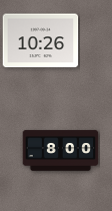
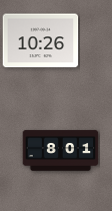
clock at (61, 151): 8:00 -> 8:01
